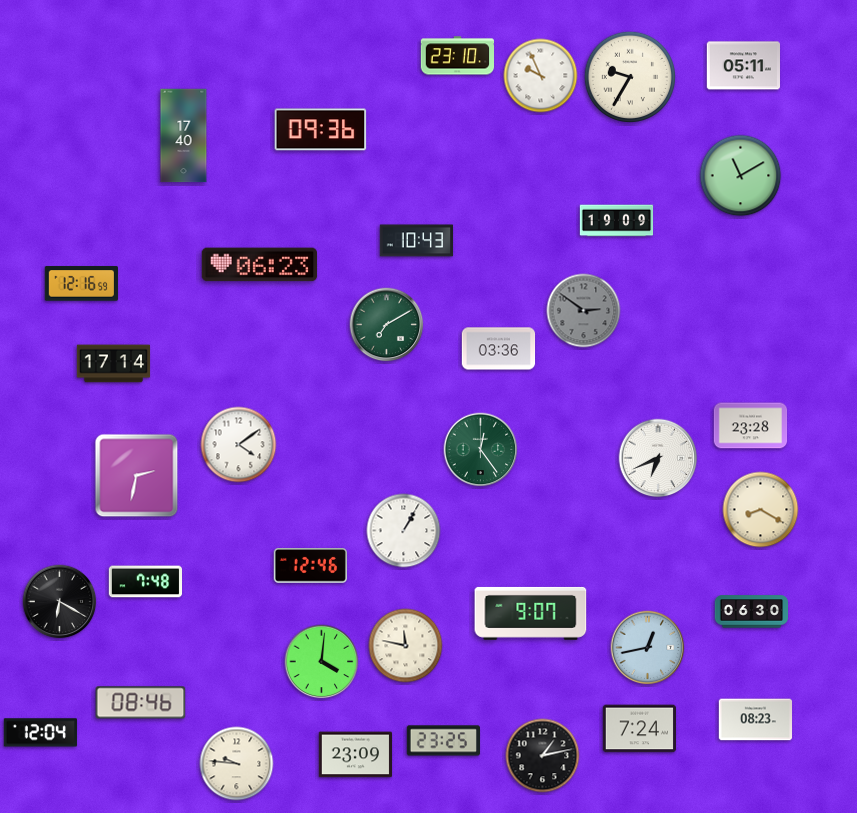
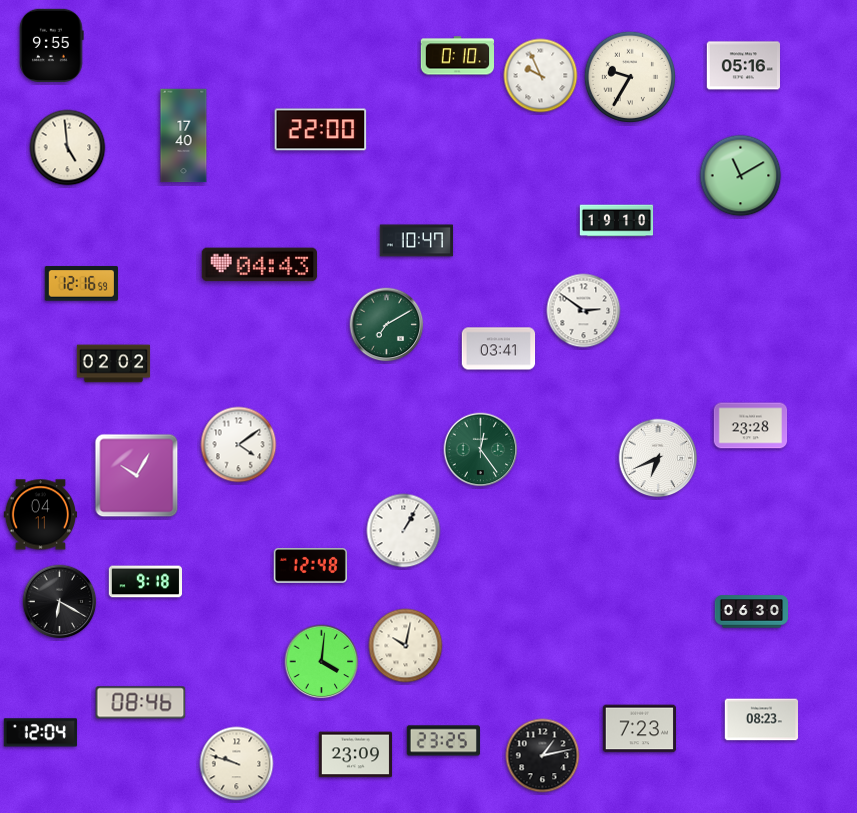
clock at (52, 45): none -> 9:55
clock at (457, 56): 23:10 -> 0:10
clock at (743, 66): 05:11 -> 05:16
clock at (321, 130): 09:36 -> 22:00
clock at (68, 148): none -> 4:59
clock at (617, 221): 19:09 -> 19:10
clock at (417, 241): 10:43 -> 10:47
clock at (260, 265): 06:23 -> 04:43
clock at (584, 311) dial: grey -> white
clock at (499, 349): 03:36 -> 03:41
clock at (114, 364): 17:14 -> 02:02
clock at (137, 476): 2:32 -> 10:05
clock at (761, 510): 8:20 -> none
clock at (40, 515): none -> 04:11
clock at (310, 566): 12:46 -> 12:48
clock at (146, 582): 7:48 -> 9:18
clock at (531, 613): 9:07 -> none
clock at (406, 646): 11:47 -> 10:02
clock at (648, 648): 12:43 -> none
clock at (756, 720) position: (756, 720) -> (762, 720)
clock at (639, 729): 7:24 -> 7:23
clock at (237, 764): 9:46 -> 9:48
